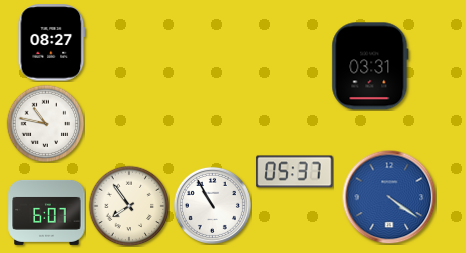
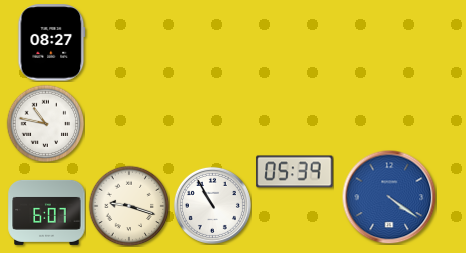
clock at (370, 66): 03:31 -> none
clock at (295, 172): 05:37 -> 05:39
clock at (129, 206): 7:54 -> 9:18
